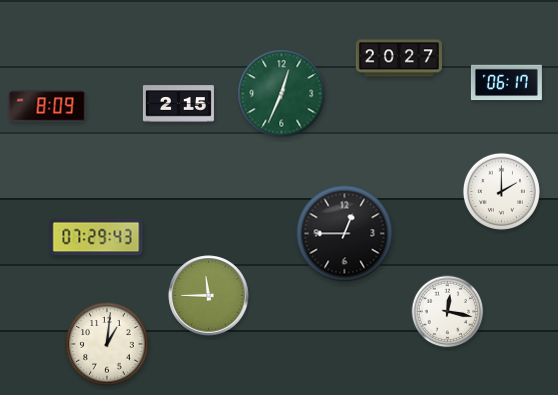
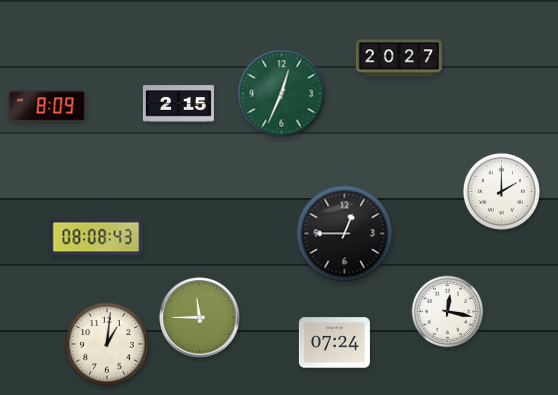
clock at (506, 83): 06:17 -> none
clock at (96, 237): 07:29 -> 08:08
clock at (209, 296) position: (209, 296) -> (200, 318)
clock at (334, 343): none -> 07:24
